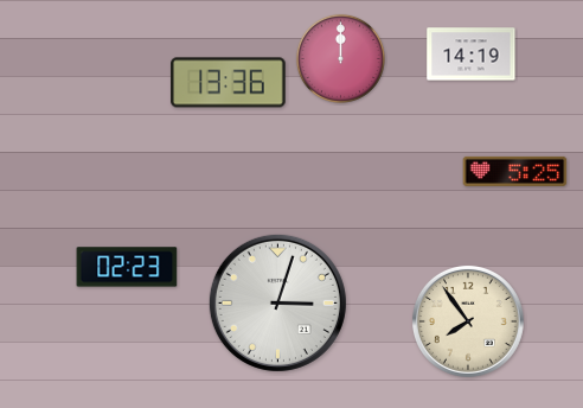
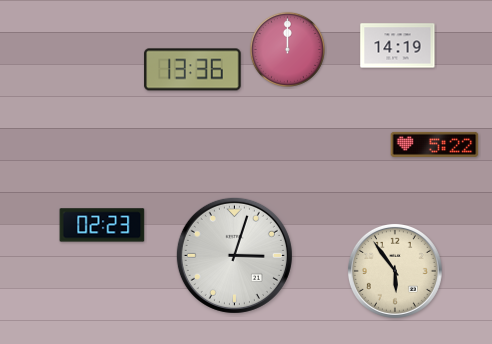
clock at (515, 171): 5:25 -> 5:22
clock at (127, 267) position: (127, 267) -> (102, 225)
clock at (468, 321): 7:54 -> 5:54
